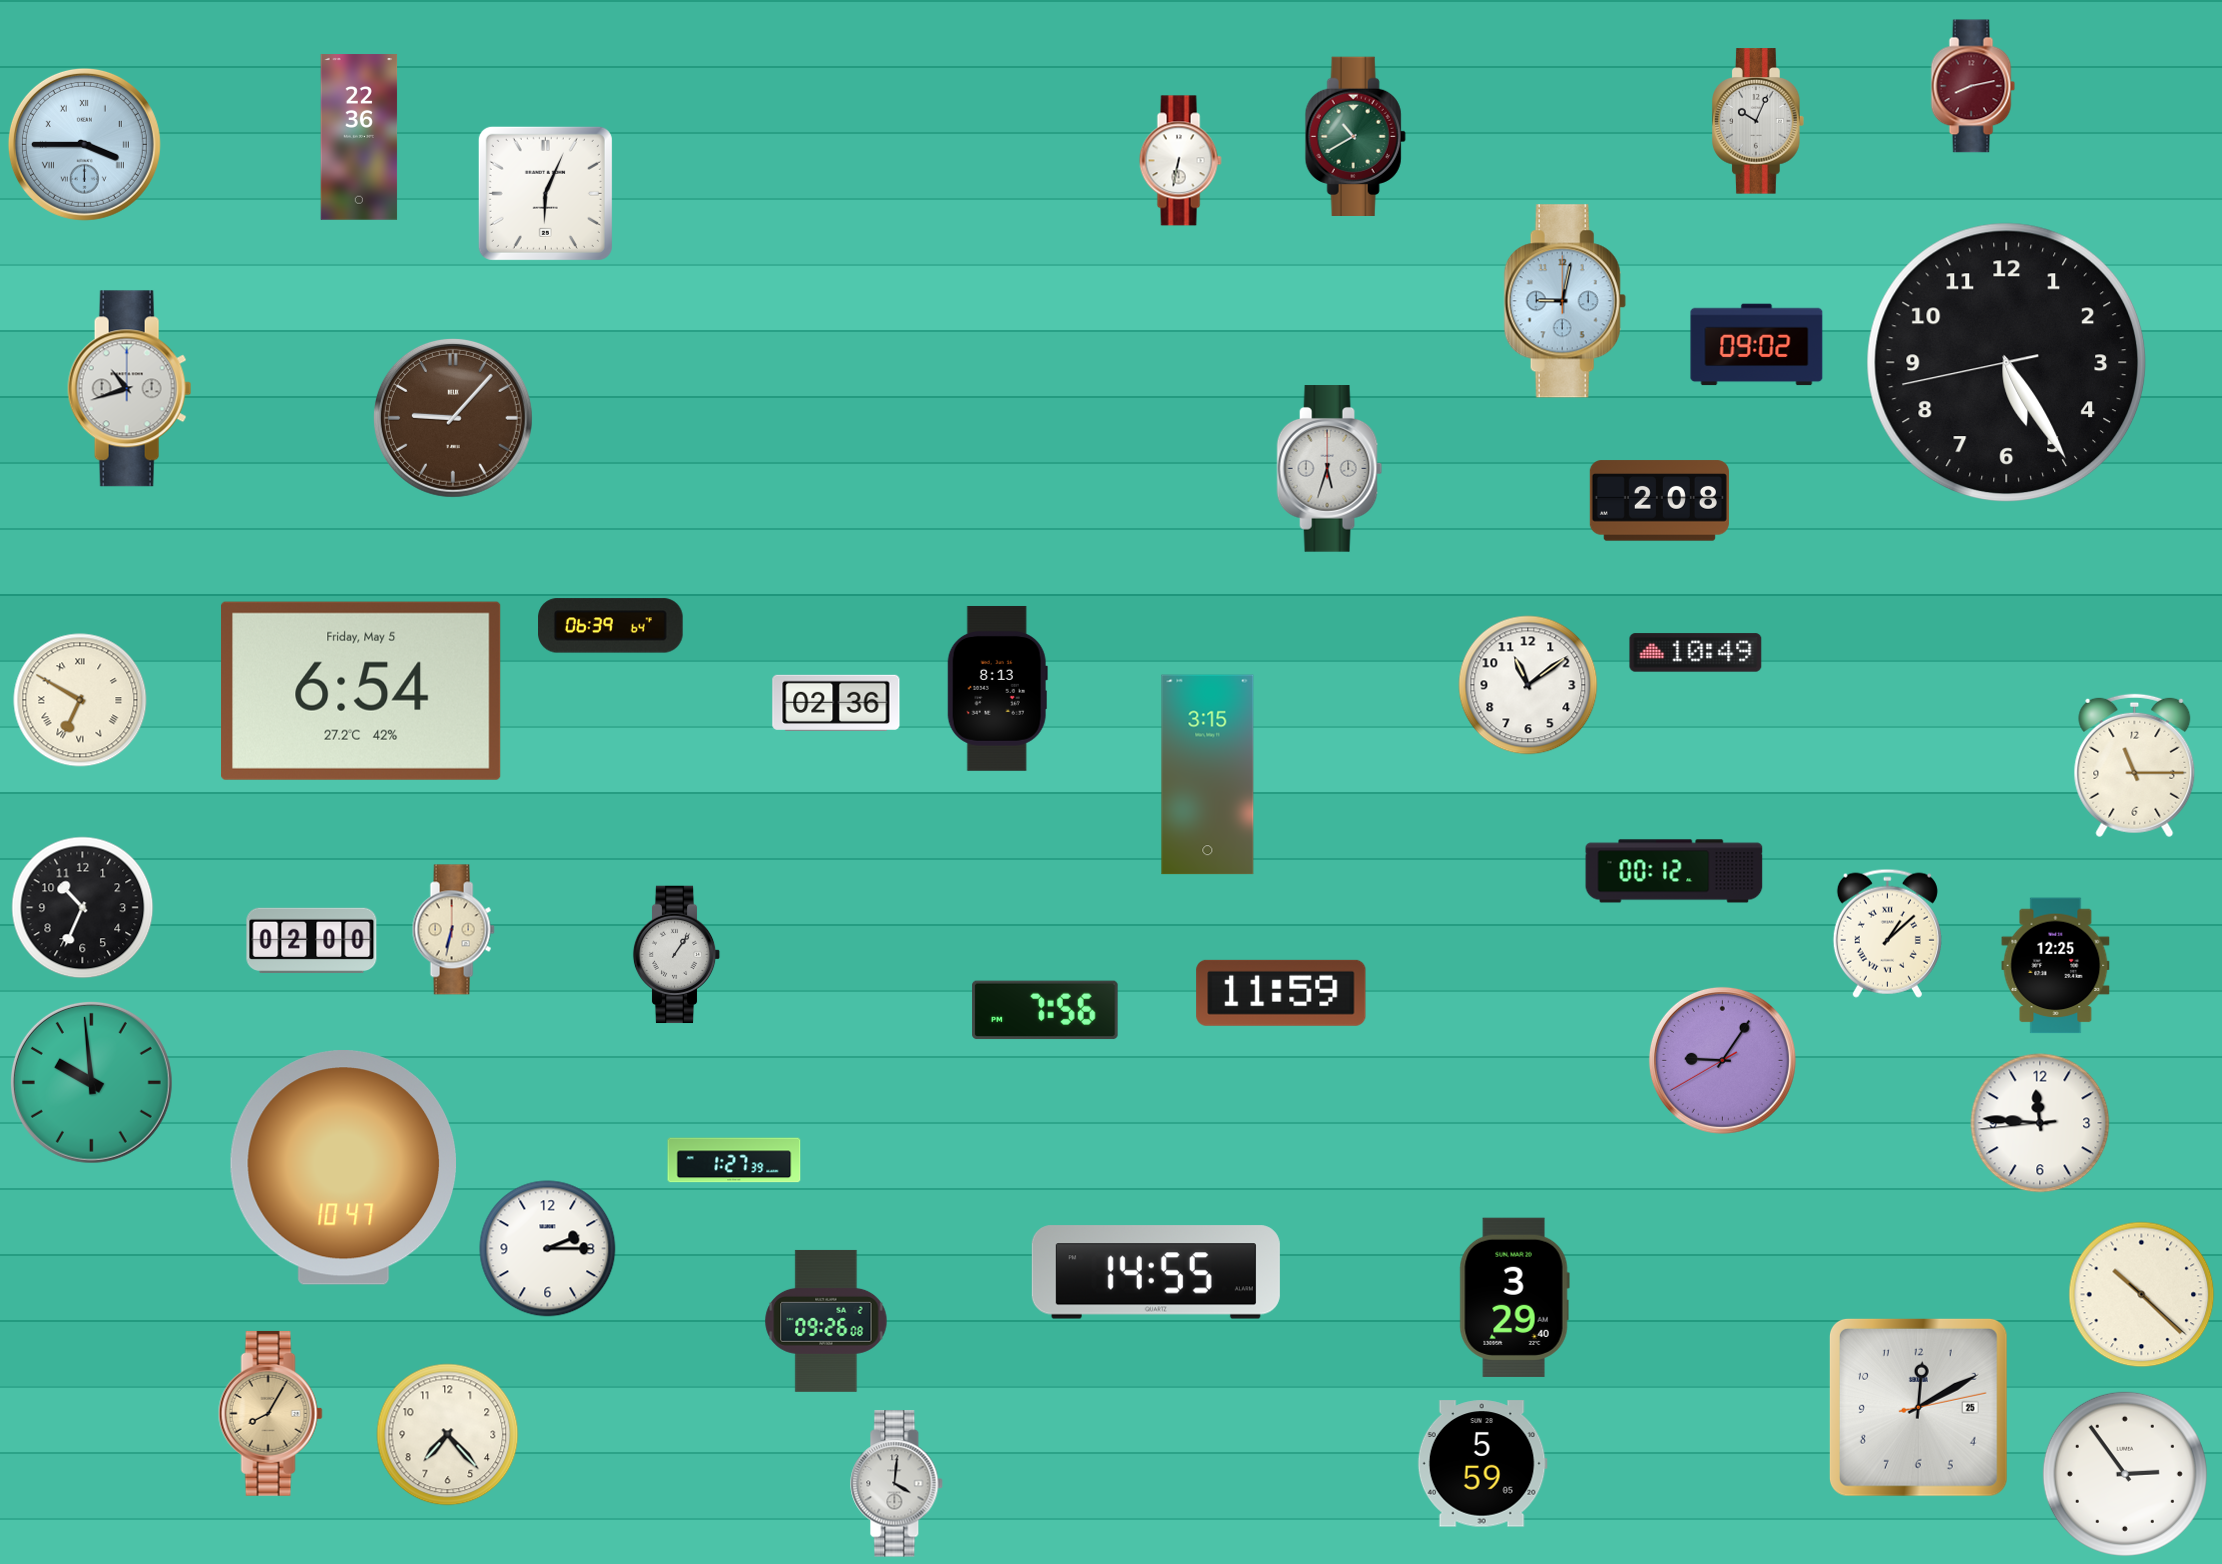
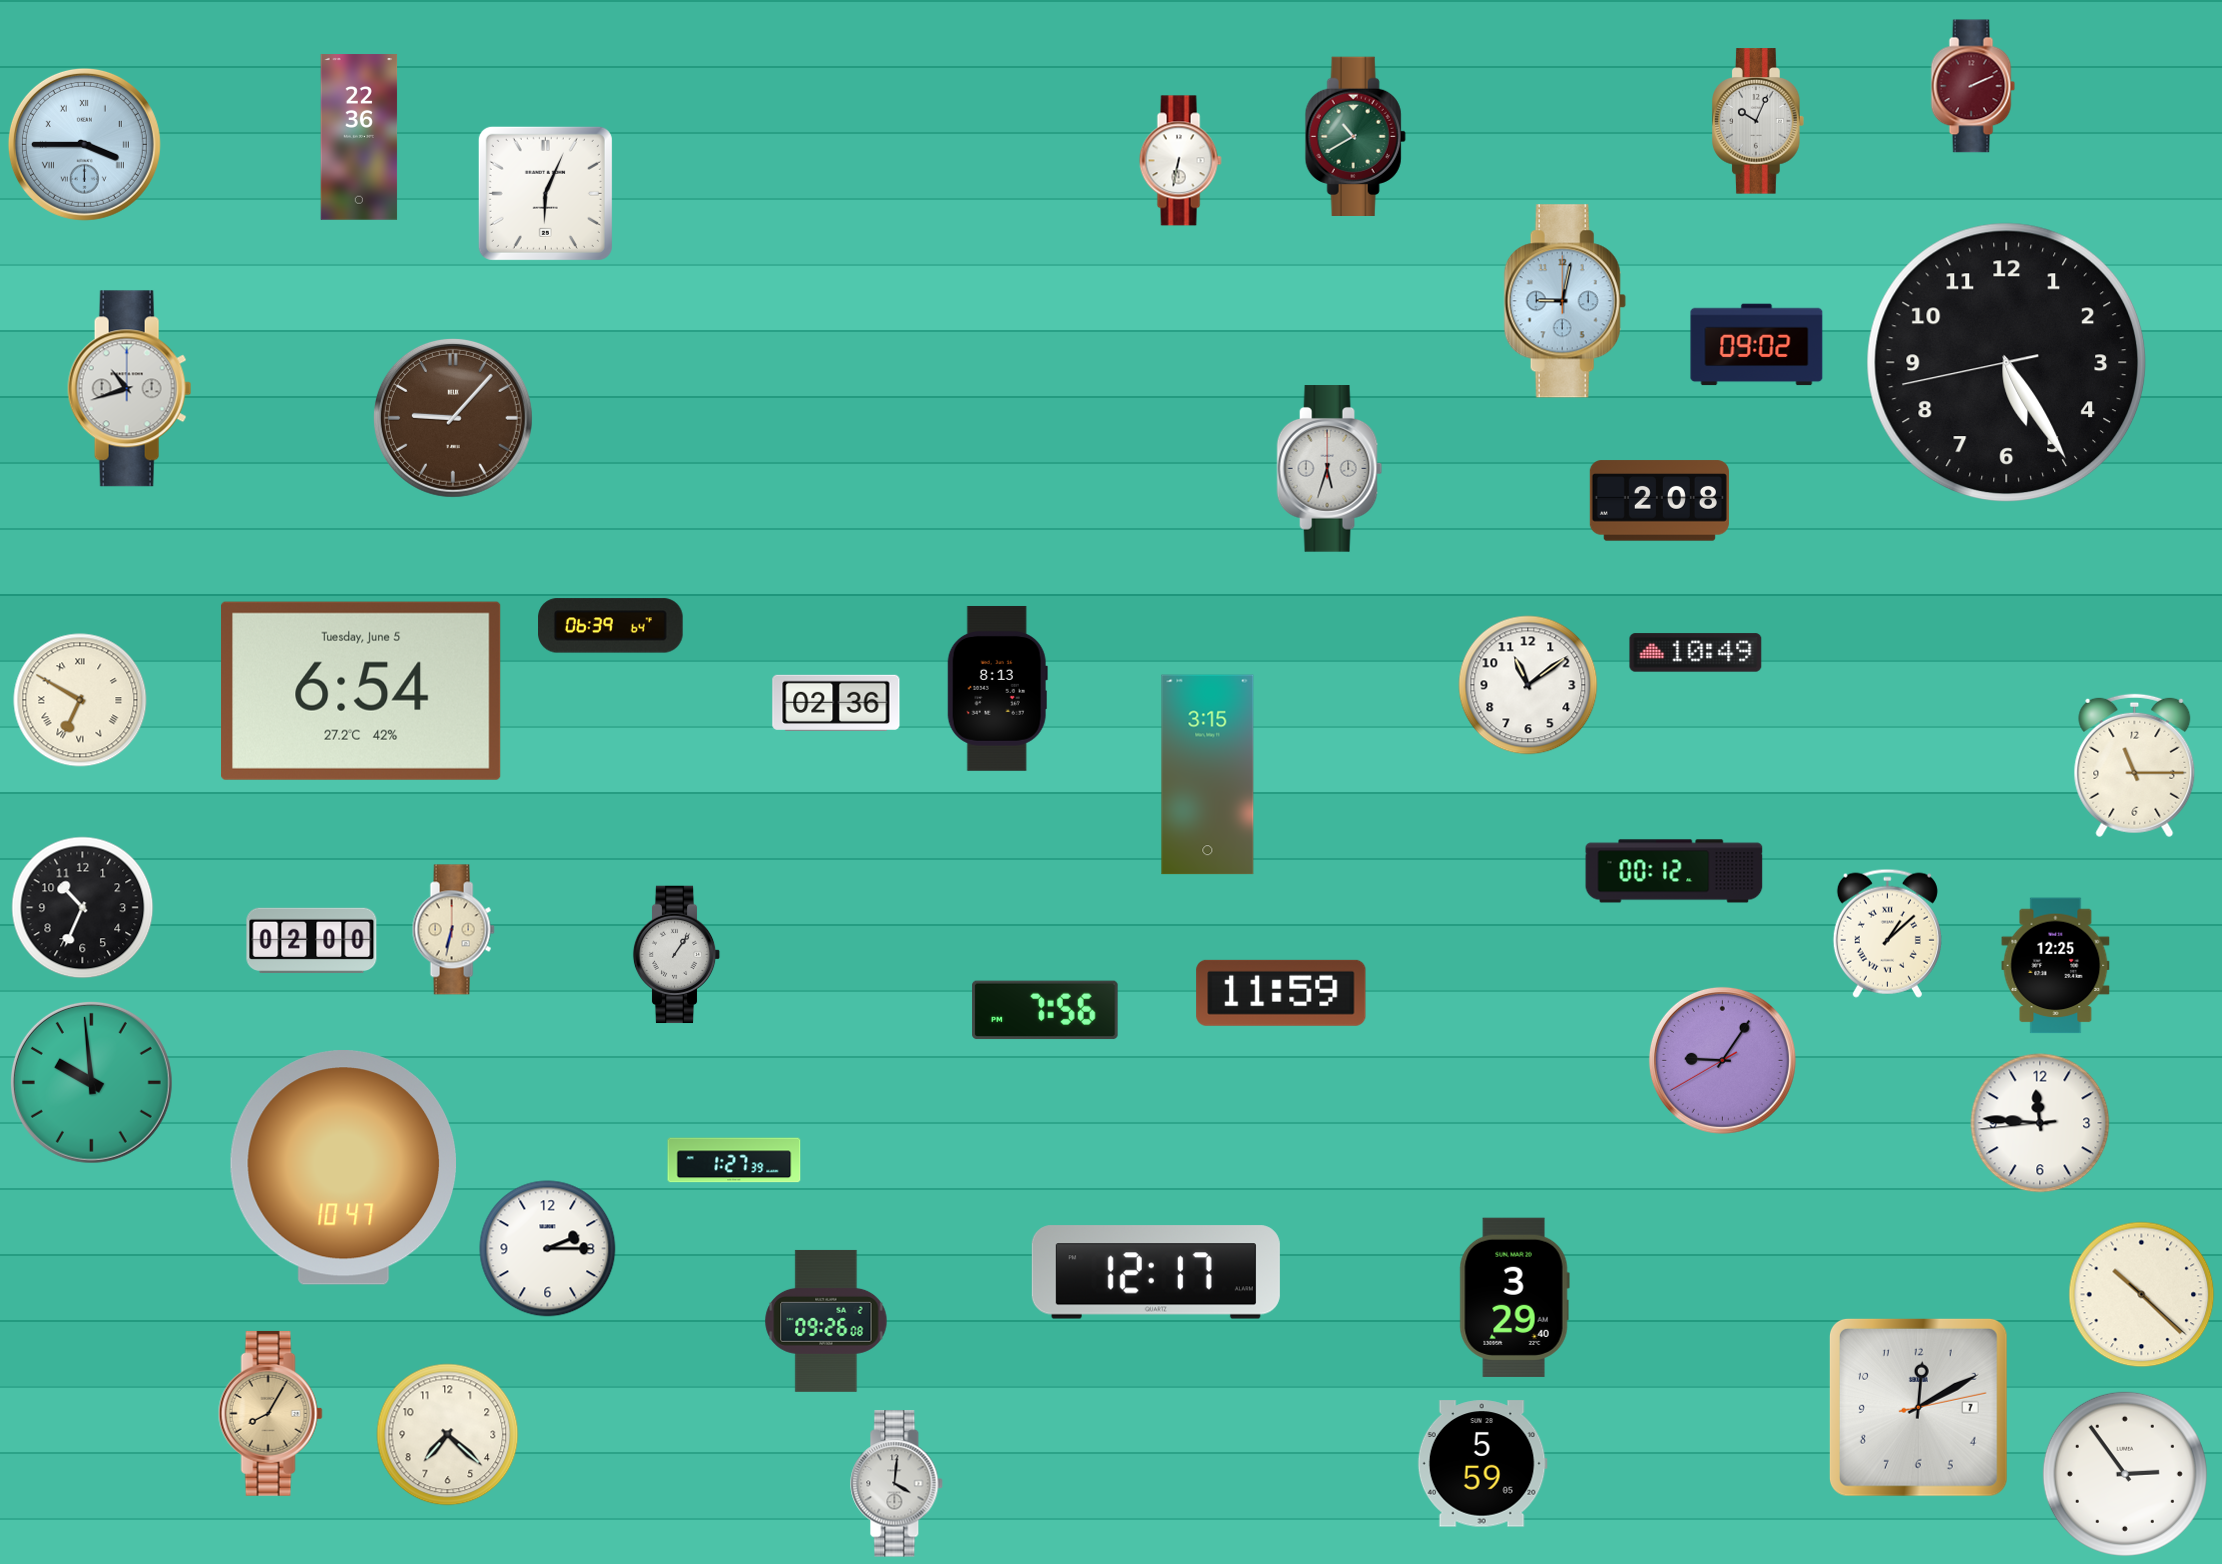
clock at (1973, 86): 8:13 -> 2:11
clock at (361, 691) date: Friday, May 5 -> Tuesday, June 5
clock at (1156, 1272): 14:55 -> 12:17
clock at (1918, 1407) date: 25 -> 7
clock at (448, 1435): 7:23 -> 7:22
